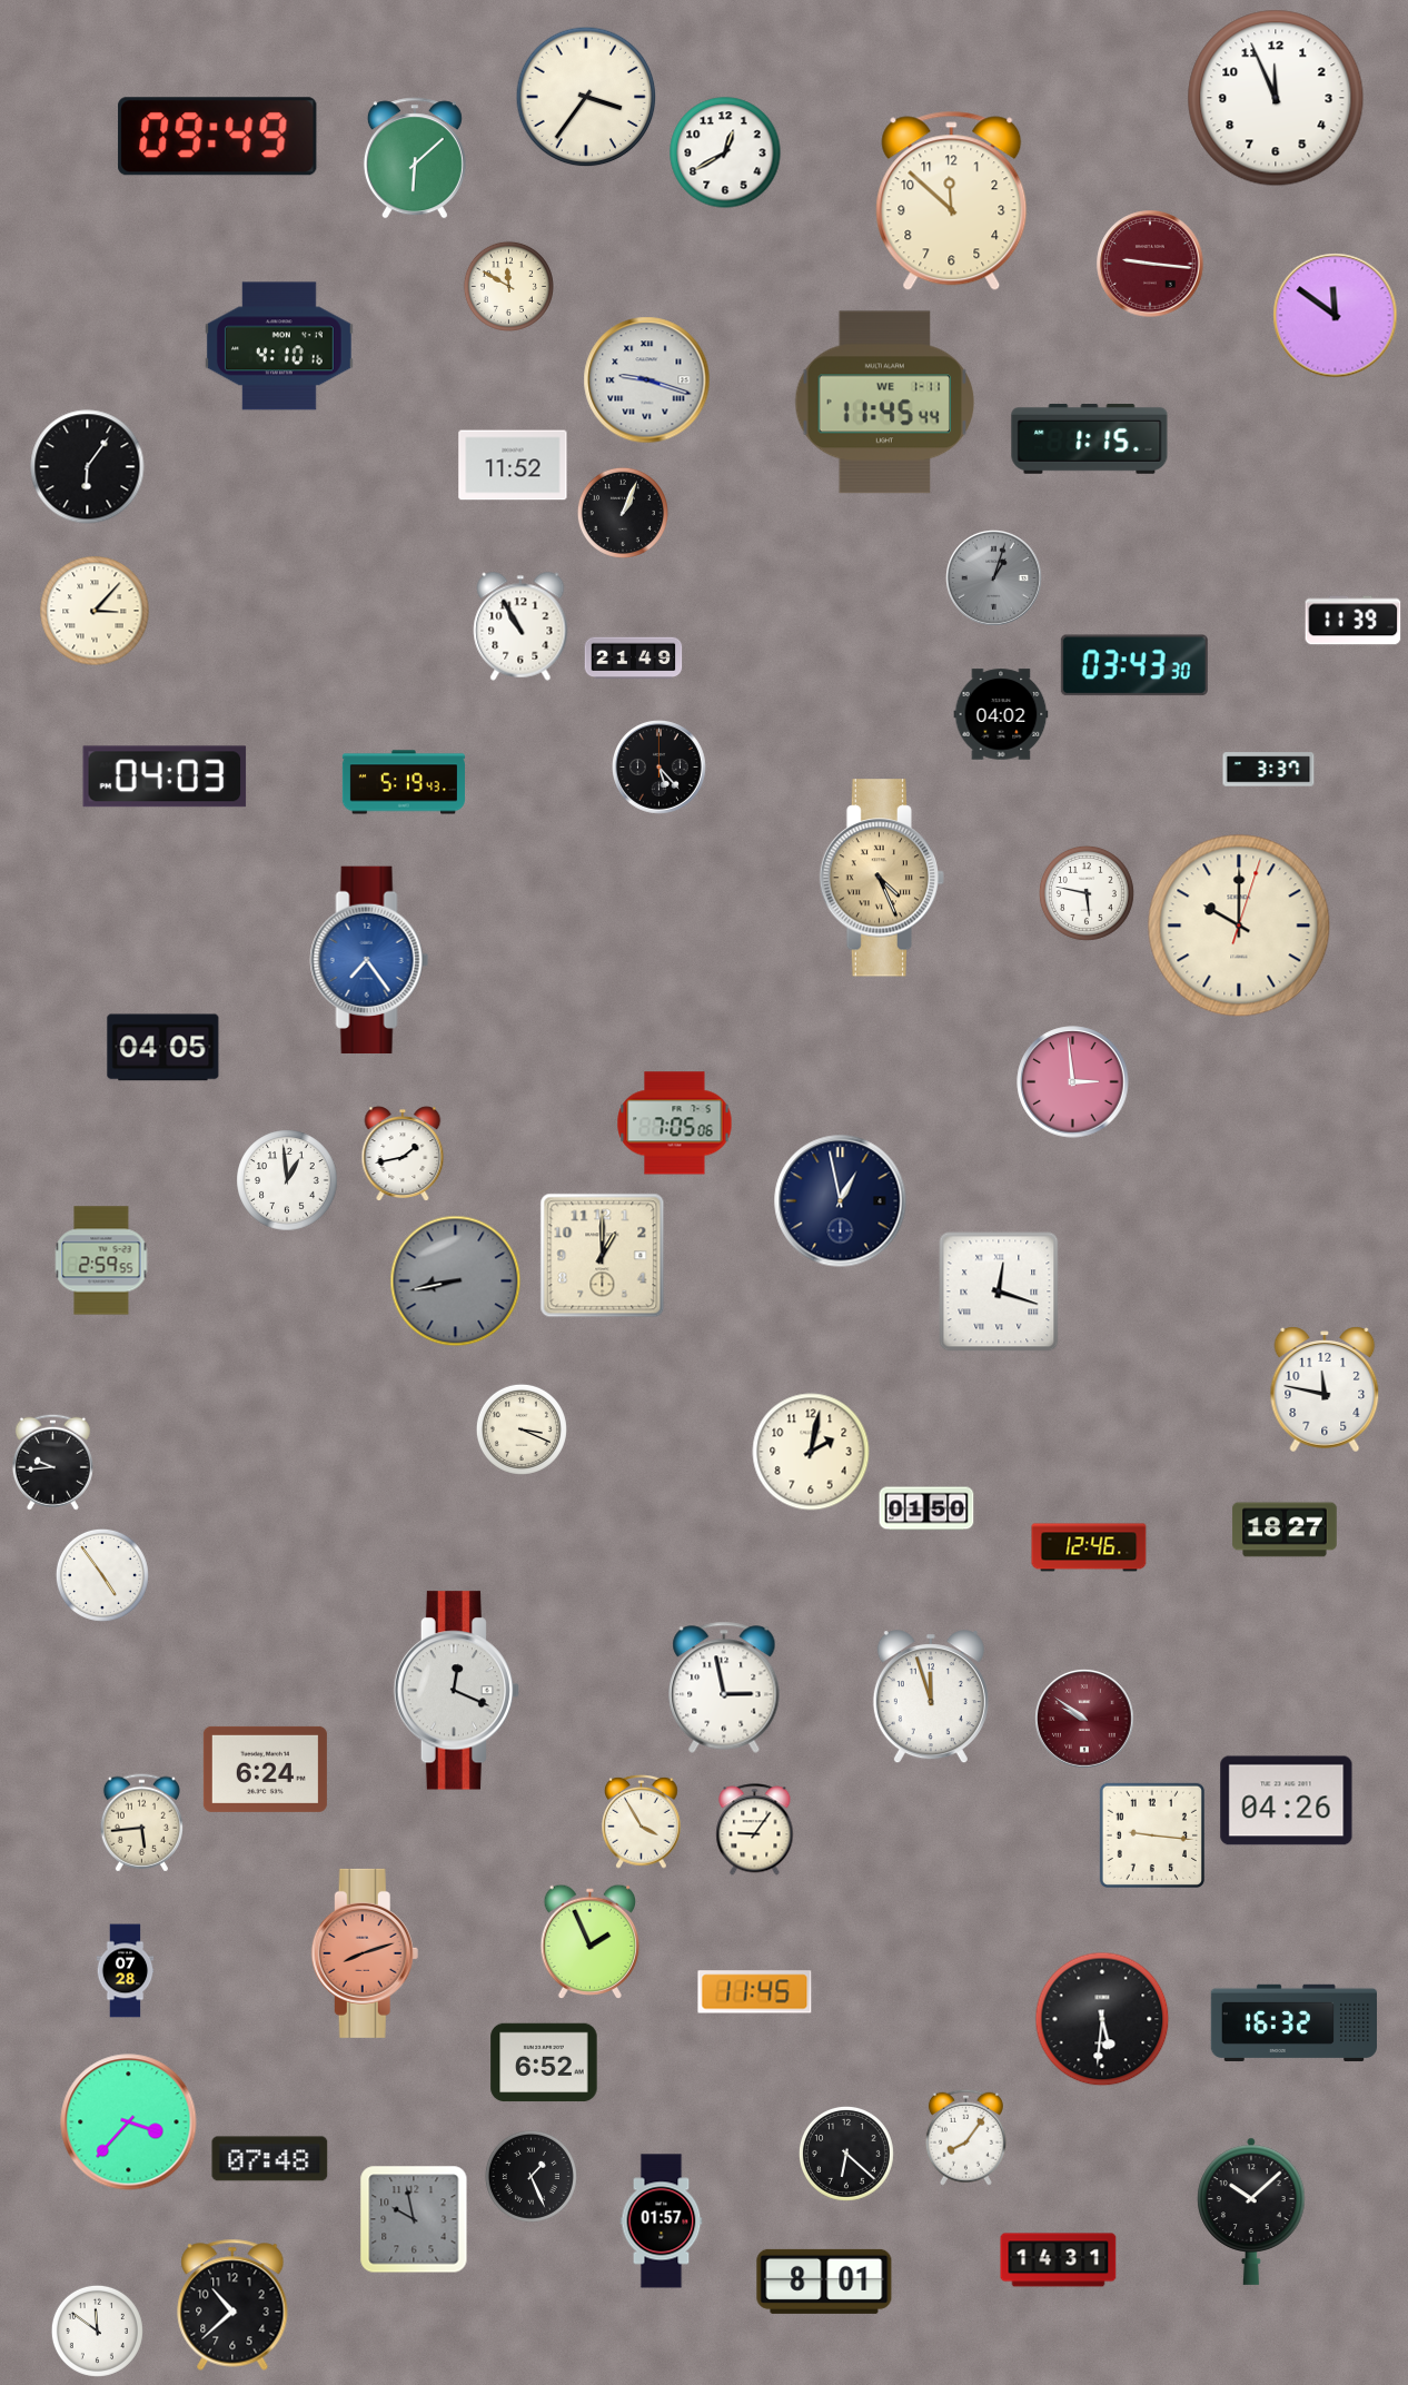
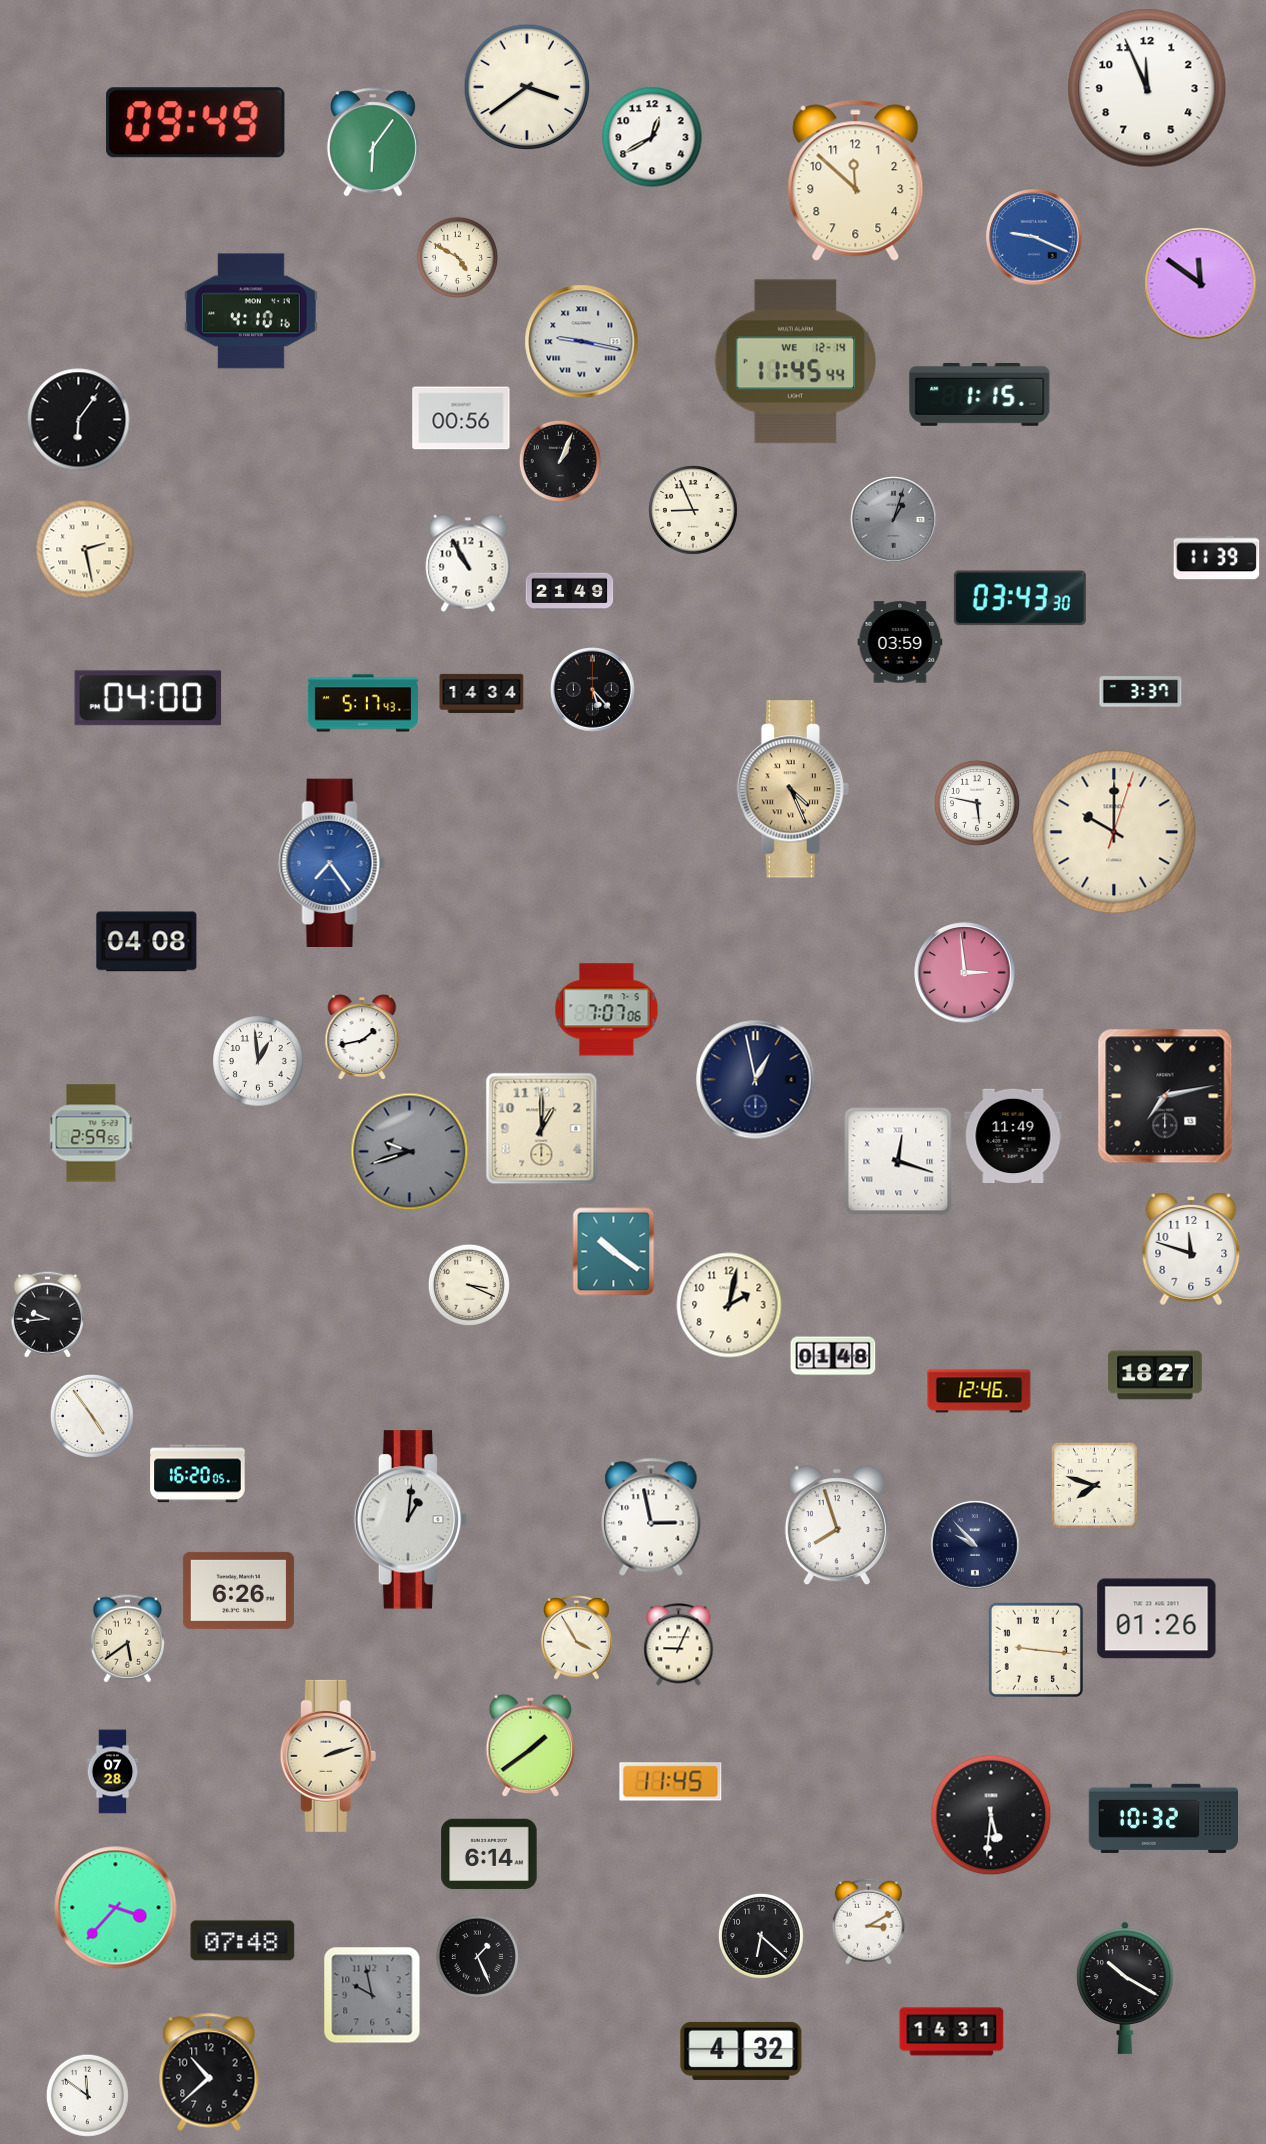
clock at (586, 97): 3:36 -> 3:39
clock at (415, 158): 6:08 -> 6:06
clock at (1150, 264): 9:16 -> 9:19
clock at (1150, 264) dial: burgundy -> blue
clock at (508, 286): 11:50 -> 4:50
clock at (647, 380): 9:18 -> 9:17
clock at (885, 403) date: WE 1-11 -> WE 12-14
clock at (513, 465): 11:52 -> 00:56
clock at (693, 510): none -> 8:56
clock at (95, 611): 3:07 -> 2:28
clock at (1001, 714): 04:02 -> 03:59
clock at (482, 693): none -> 14:34
clock at (165, 776): 04:03 -> 04:00
clock at (404, 782): 5:19 -> 5:17
clock at (163, 1048): 04:05 -> 04:08
clock at (675, 1124): 7:05 -> 7:07
clock at (1165, 1096): none -> 7:13
clock at (1013, 1135): none -> 11:49
clock at (456, 1281): 8:43 -> 9:42
clock at (1325, 1389): 11:47 -> 11:48
clock at (614, 1252): none -> 10:21
clock at (926, 1508): 01:50 -> 01:48
clock at (198, 1474): none -> 16:20
clock at (1095, 1486): none -> 7:48
clock at (456, 1691): 12:19 -> 1:01
clock at (931, 1698): 11:57 -> 7:57
clock at (1084, 1719): 9:51 -> 9:53
clock at (1084, 1719) dial: burgundy -> navy
clock at (265, 1769): 6:24 -> 6:26
clock at (1287, 1801): 04:26 -> 01:26
clock at (141, 1823): 5:44 -> 5:39
clock at (755, 1830): 9:06 -> 9:04
clock at (591, 1942): 1:56 -> 1:39
clock at (365, 1953): 8:12 -> 2:12
clock at (365, 1953) dial: salmon -> cream
clock at (755, 1992) position: (755, 1992) -> (671, 1782)
clock at (1293, 2022): 16:32 -> 10:32
clock at (544, 2062): 6:52 -> 6:14
clock at (965, 2137): 8:06 -> 3:10
clock at (1251, 2211): 10:08 -> 10:20
clock at (662, 2221): 01:57 -> none
clock at (824, 2282): 8:01 -> 4:32
